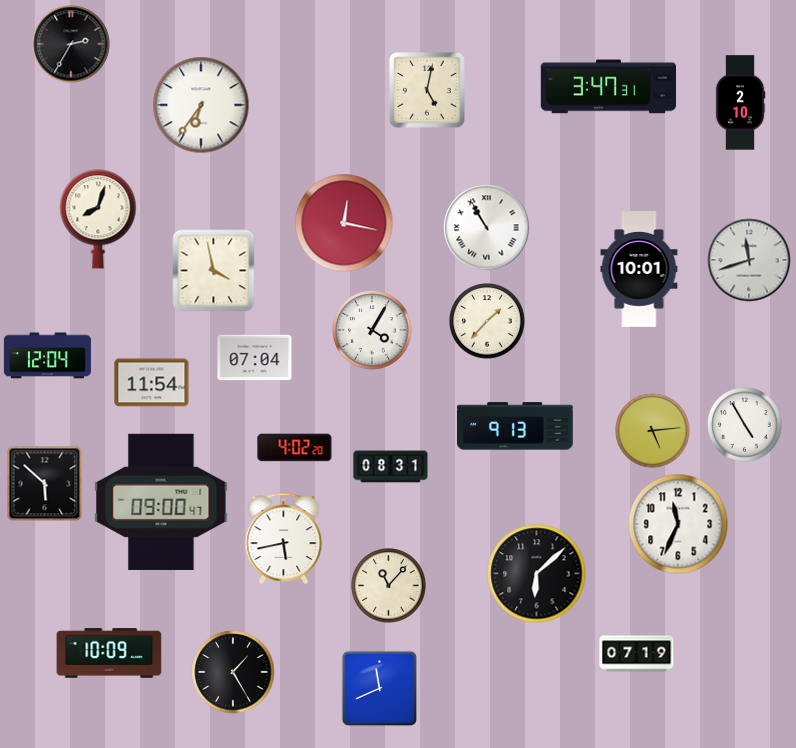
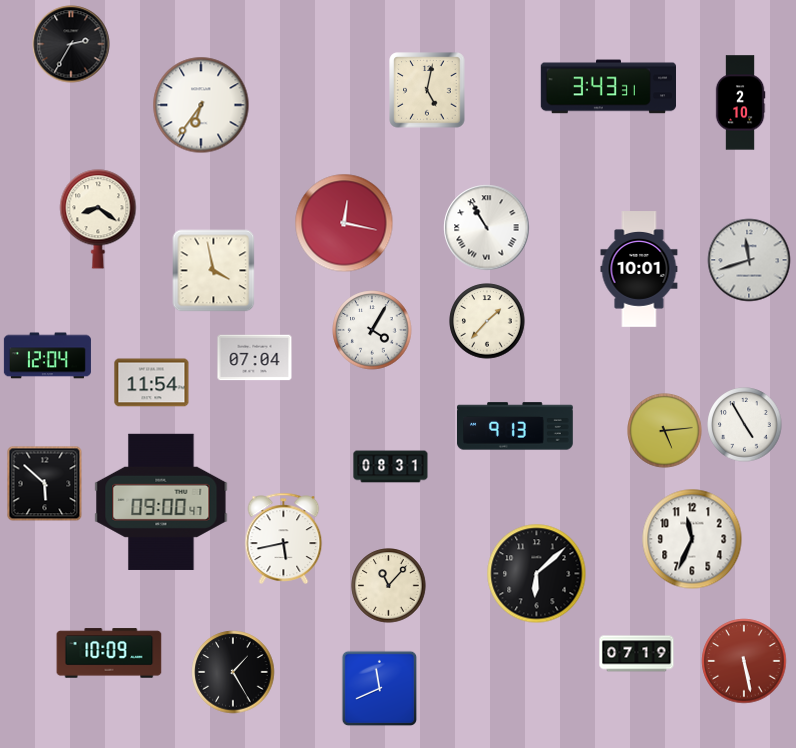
clock at (609, 87): 3:47 -> 3:43
clock at (98, 219): 8:03 -> 8:21
clock at (653, 431) position: (653, 431) -> (665, 431)
clock at (295, 448): 4:02 -> none
clock at (678, 524) position: (678, 524) -> (692, 539)
clock at (744, 661): none -> 5:28
